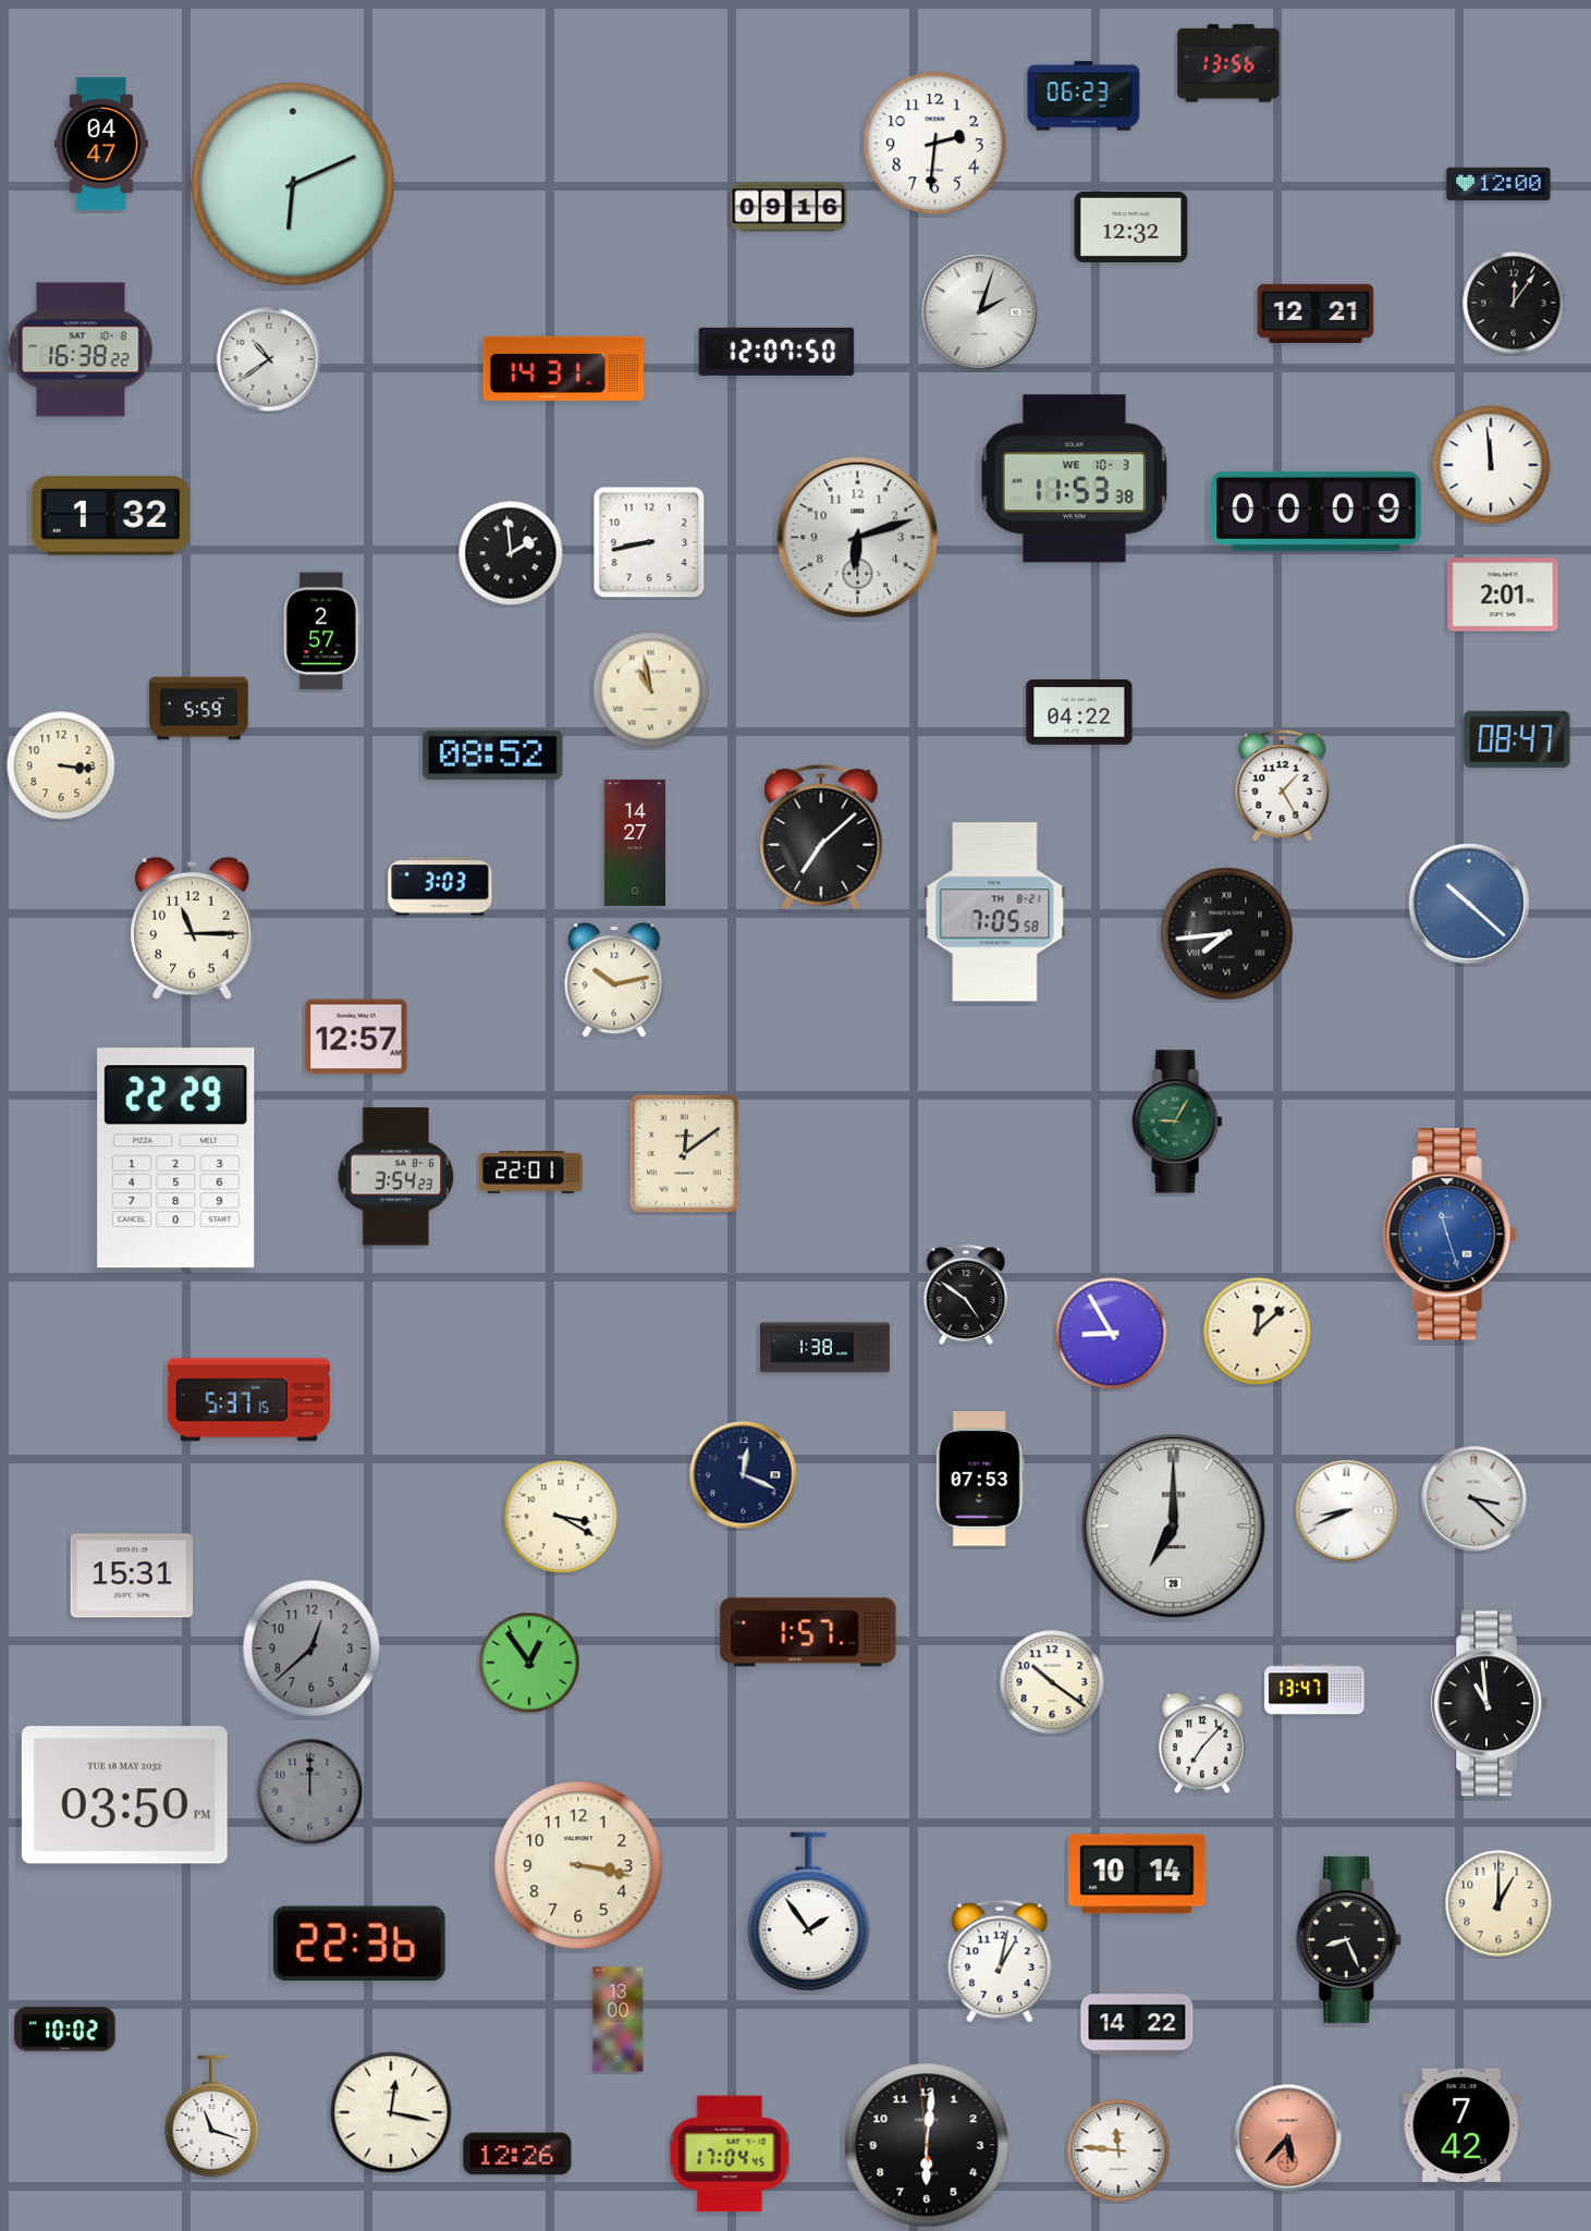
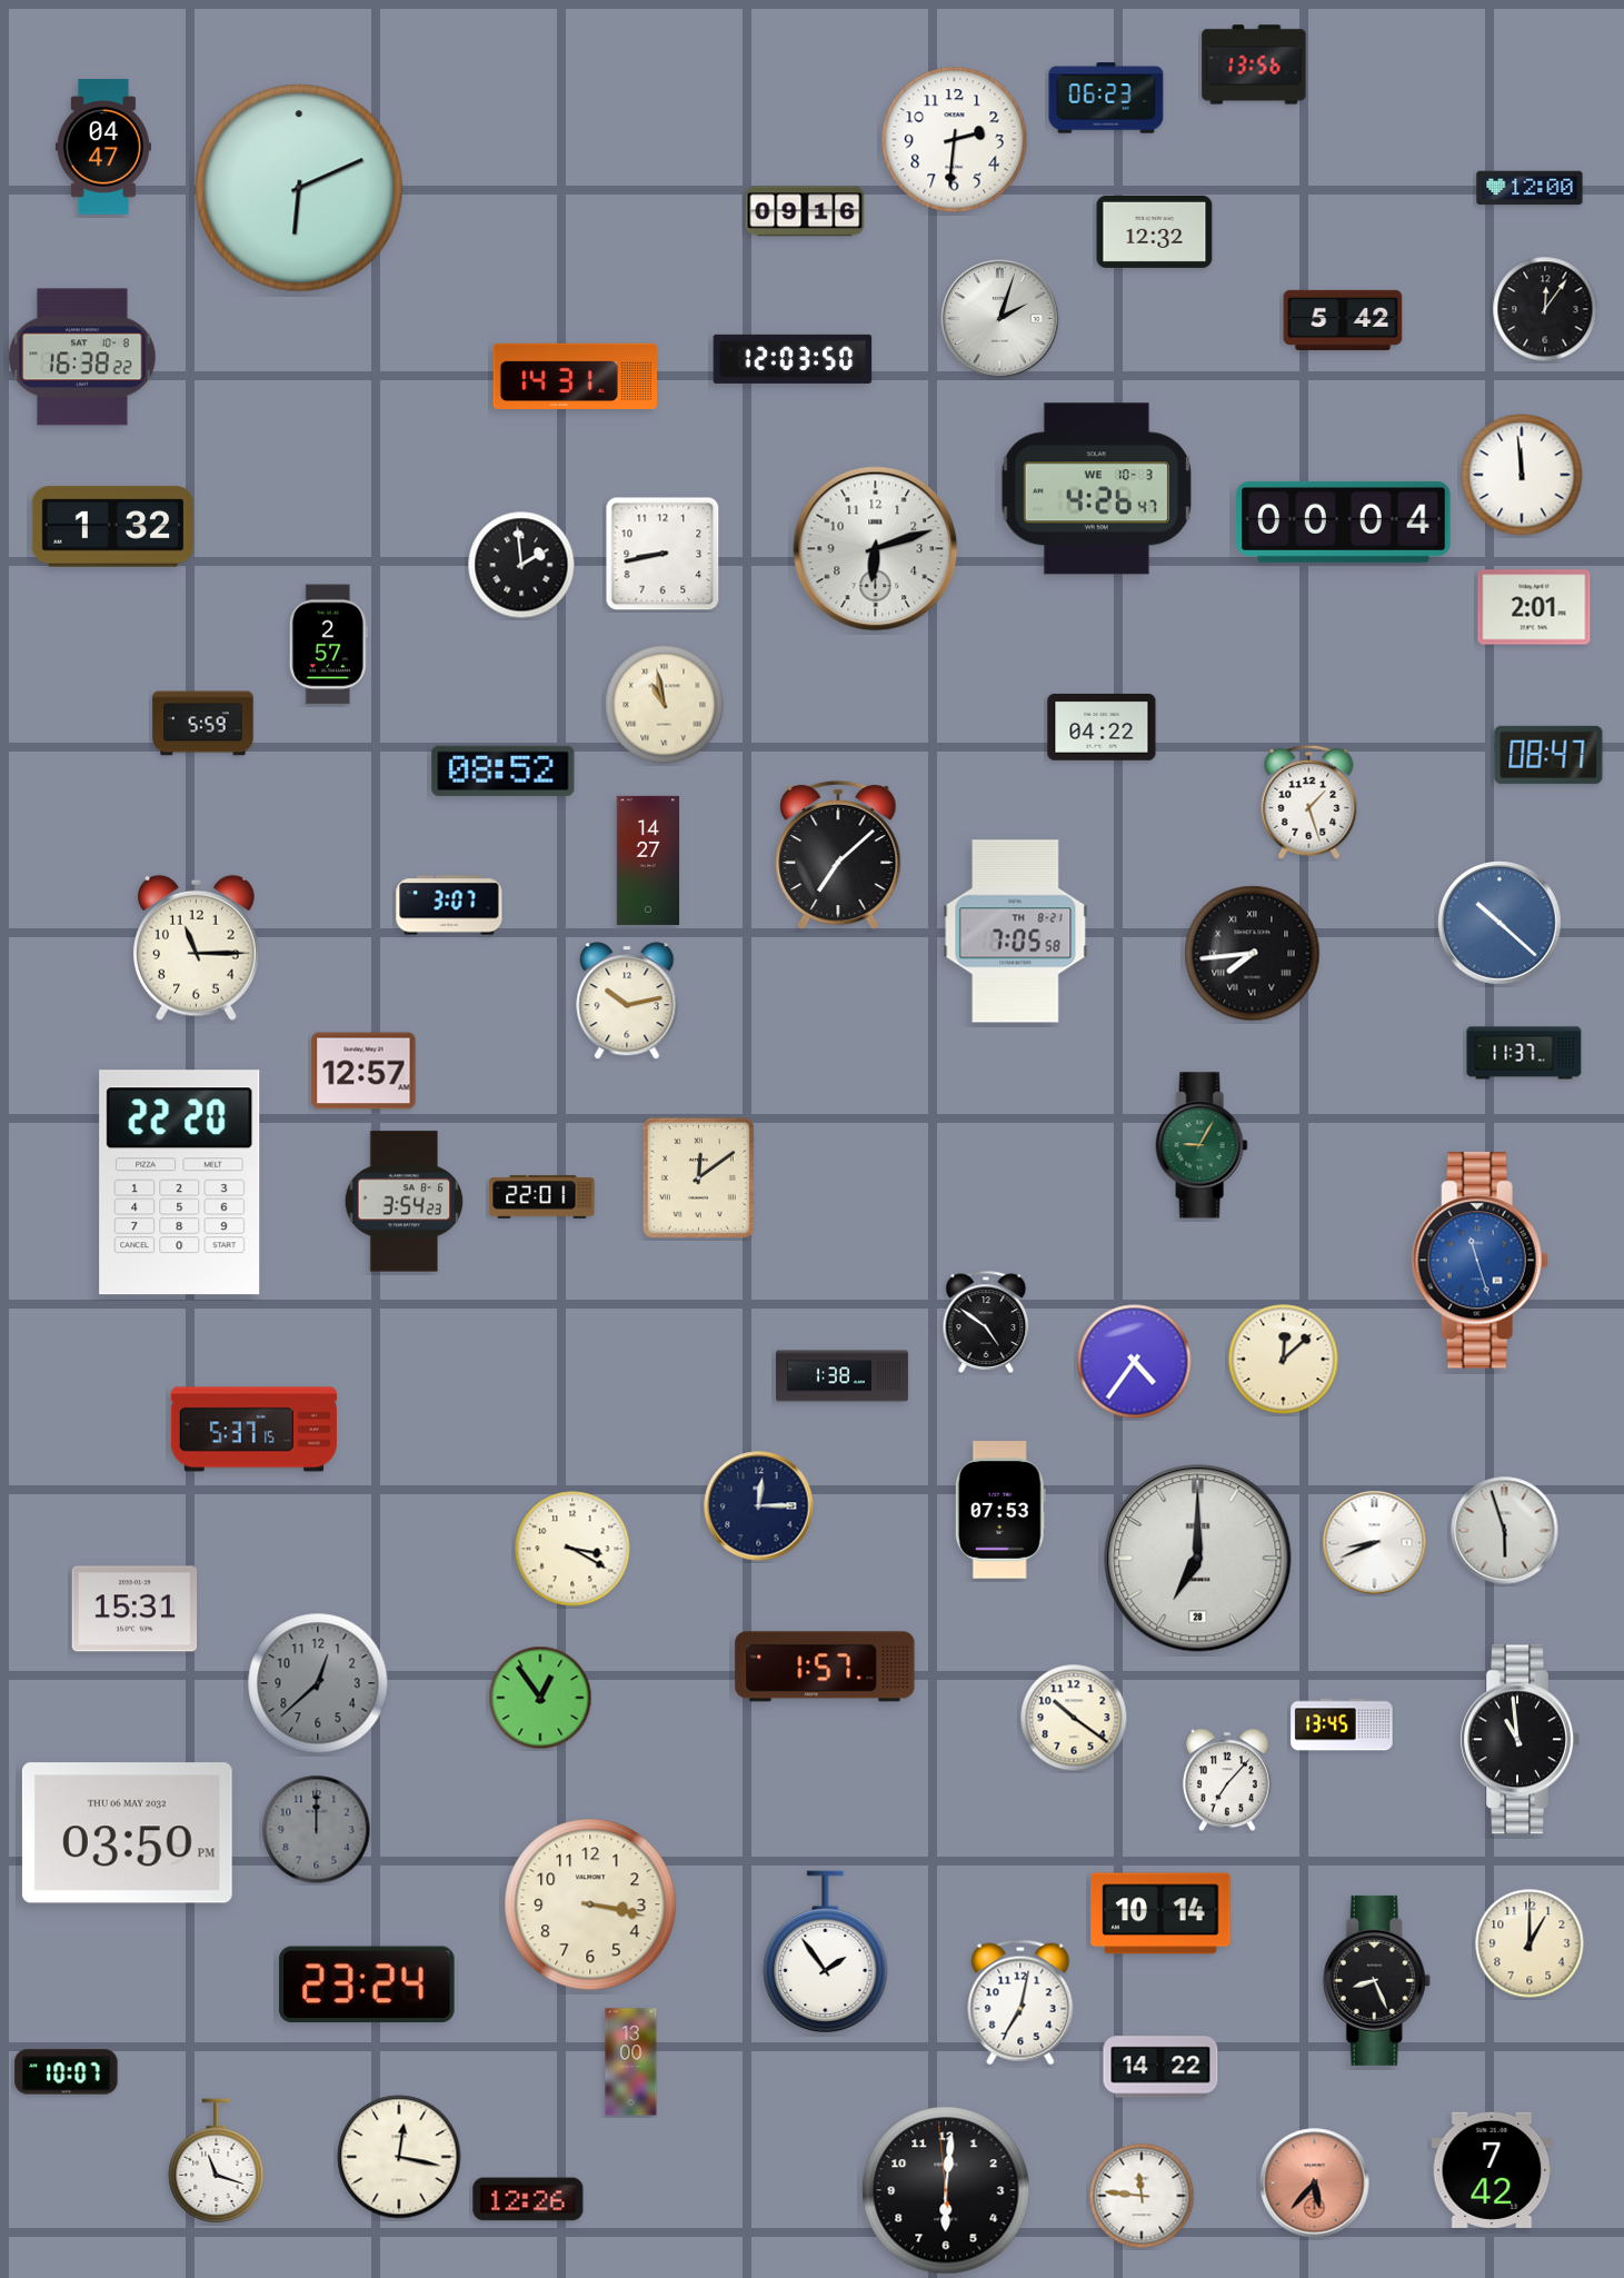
clock at (935, 144) position: (935, 144) -> (955, 140)
clock at (1315, 314): 12:21 -> 5:42
clock at (776, 352): 12:07 -> 12:03
clock at (269, 359): 10:39 -> none
clock at (1074, 479): 11:53 -> 4:26
clock at (1317, 511): 00:09 -> 00:04
clock at (61, 765): 3:16 -> none
clock at (1283, 785): 1:25 -> 1:27
clock at (440, 886): 3:03 -> 3:07
clock at (1524, 1053): none -> 11:37
clock at (356, 1037) position: (356, 1037) -> (363, 1071)
clock at (176, 1159): 22:29 -> 22:20
clock at (1112, 1334): 8:55 -> 4:36
clock at (744, 1475): 12:19 -> 12:15
clock at (1474, 1499): 3:22 -> 5:57
clock at (1314, 1689): 13:47 -> 13:45
clock at (124, 1795) date: TUE 18 MAY 2032 -> THU 06 MAY 2032
clock at (360, 1944): 22:36 -> 23:24
clock at (1000, 1961): 1:02 -> 7:02
clock at (65, 2030): 10:02 -> 10:07
clock at (730, 2154): 17:04 -> none
